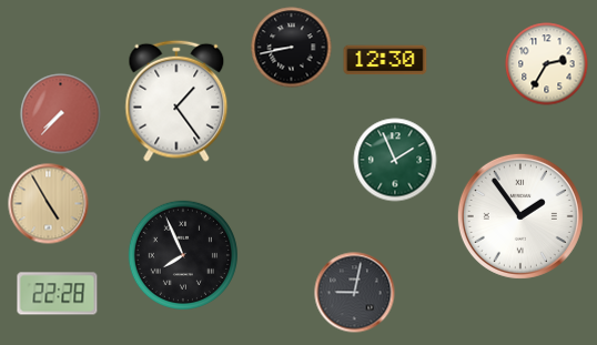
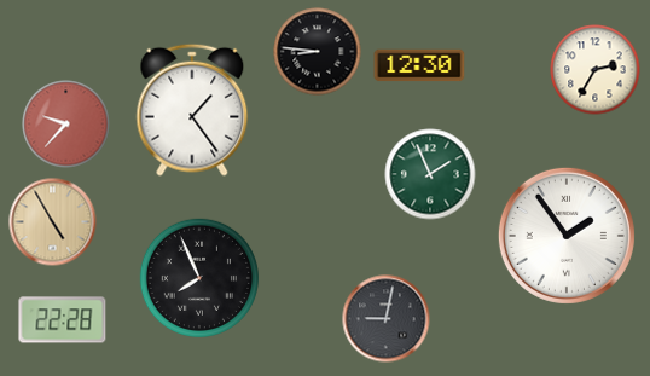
clock at (292, 48): 8:43 -> 8:46
clock at (61, 114): 7:37 -> 9:37
